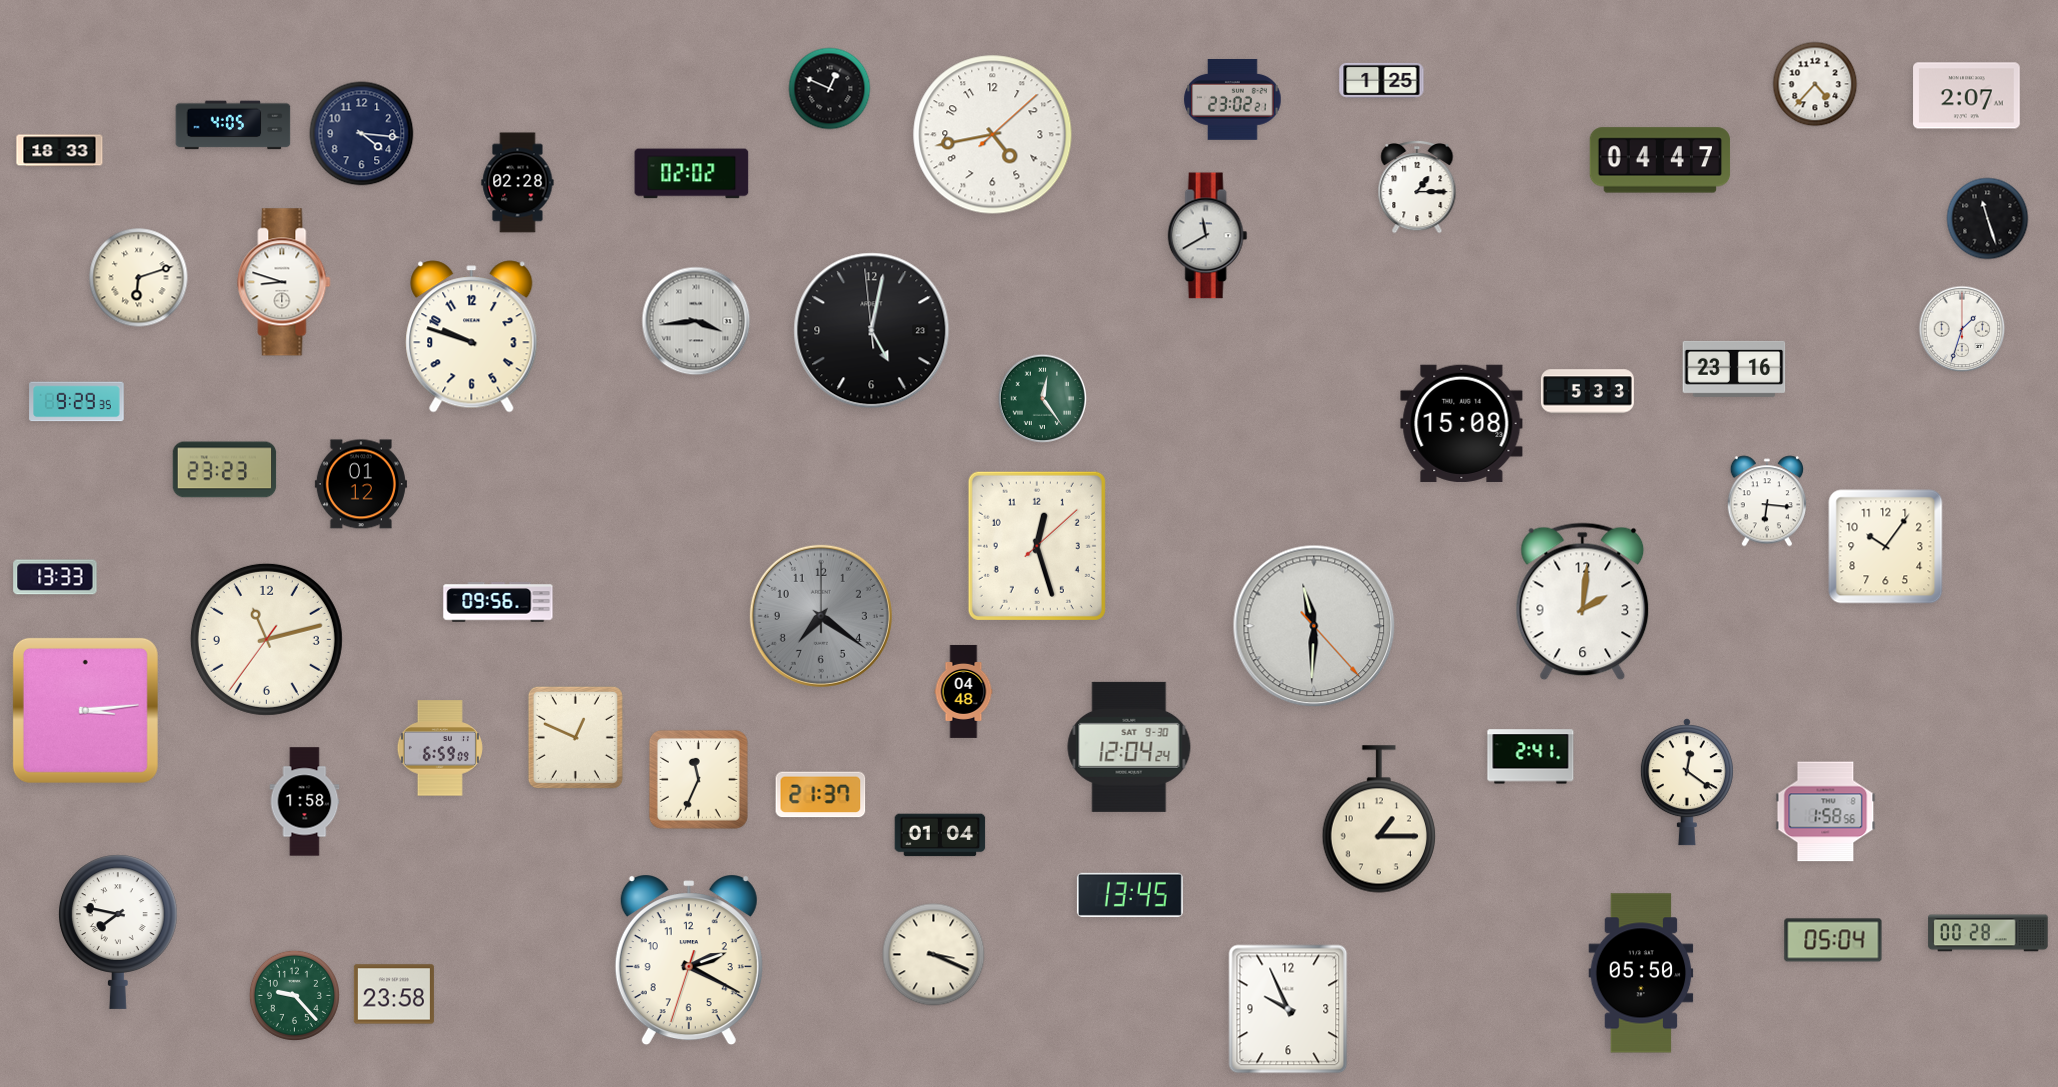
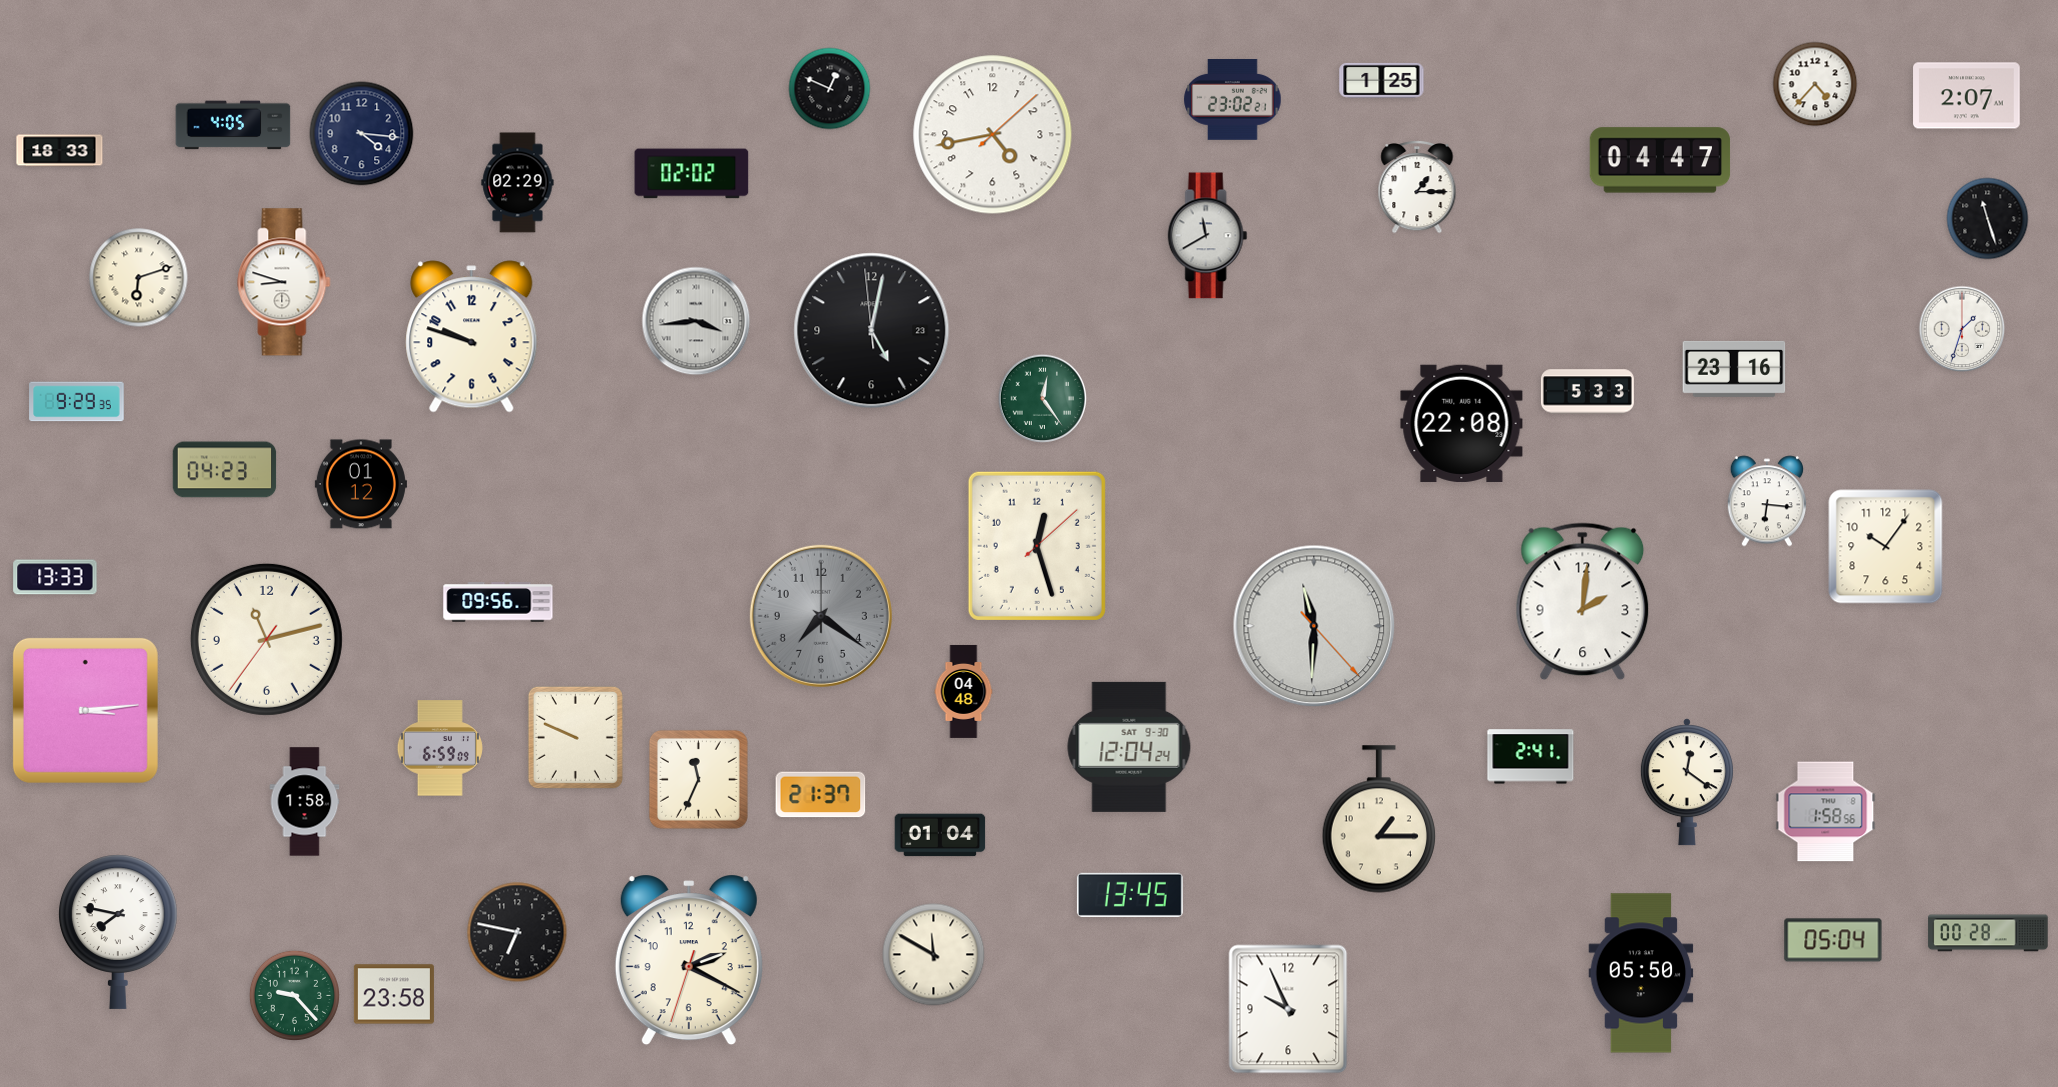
clock at (518, 183): 02:28 -> 02:29
clock at (1462, 423): 15:08 -> 22:08
clock at (225, 470): 23:23 -> 04:23
clock at (575, 737): 12:49 -> 9:49
clock at (517, 932): none -> 6:47
clock at (934, 955): 3:19 -> 11:50
